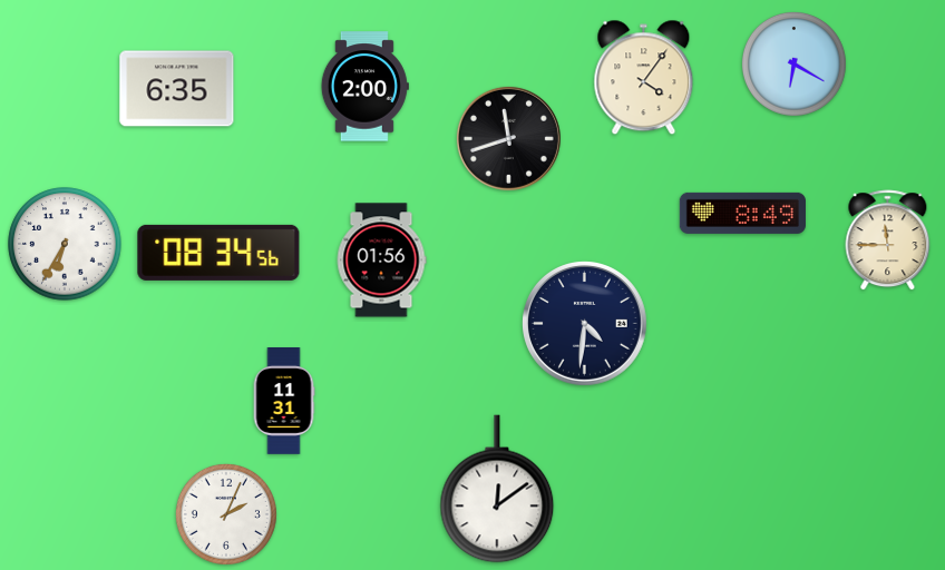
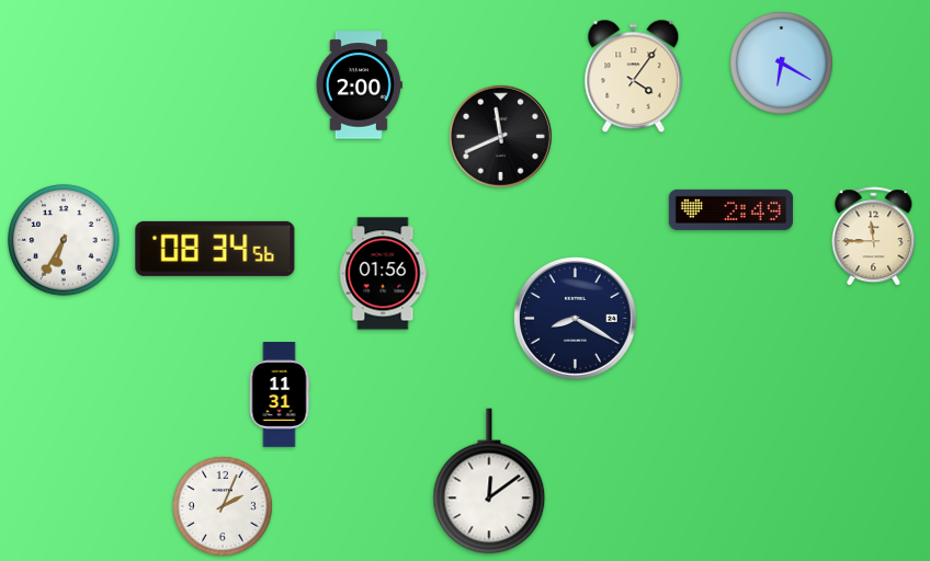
clock at (177, 89): 6:35 -> none
clock at (508, 138): 11:42 -> 11:41
clock at (742, 213): 8:49 -> 2:49
clock at (381, 261) position: (381, 261) -> (383, 274)
clock at (585, 324): 4:31 -> 8:20
